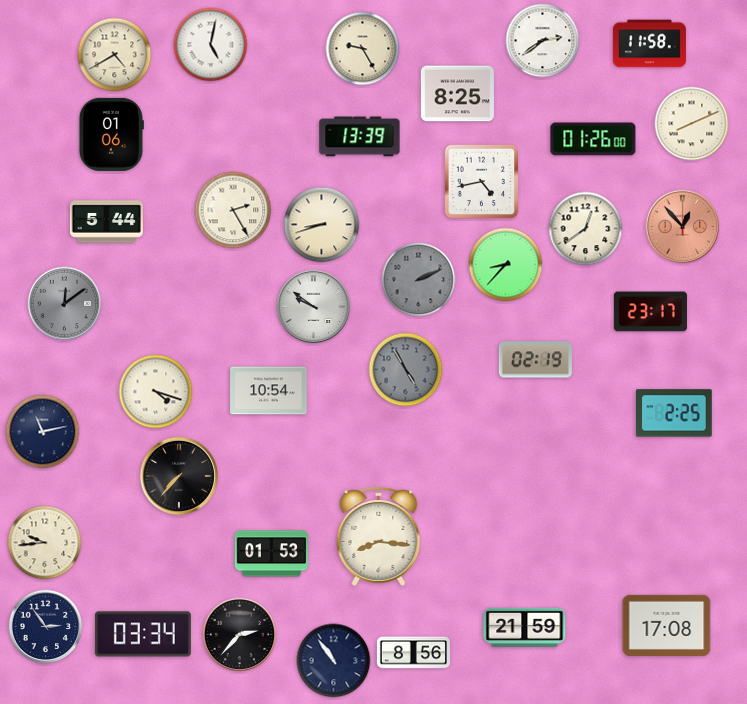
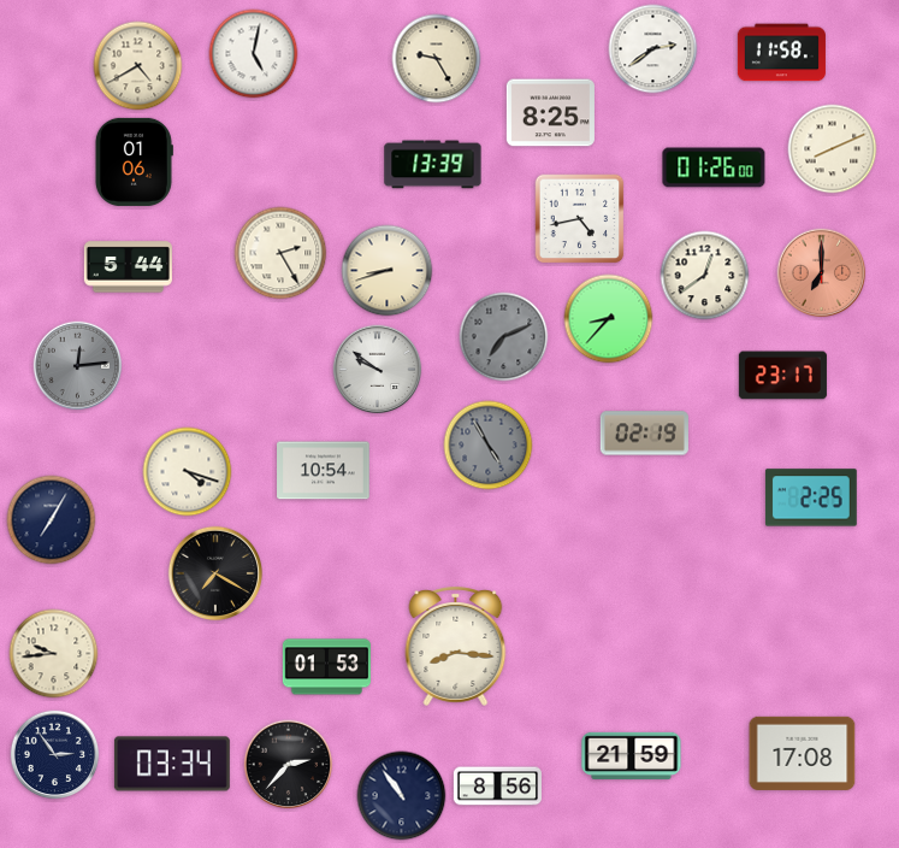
clock at (683, 227): 12:53 -> 7:00
clock at (419, 280): 2:11 -> 7:11
clock at (65, 304): 12:09 -> 12:14
clock at (43, 432): 11:13 -> 7:05
clock at (179, 476): 7:37 -> 7:20
